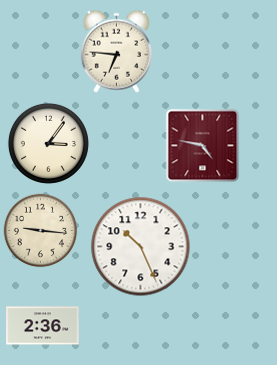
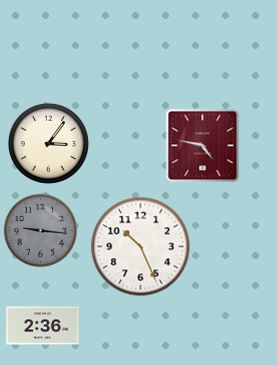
clock at (116, 51): 6:46 -> none
clock at (41, 231) dial: cream -> grey
